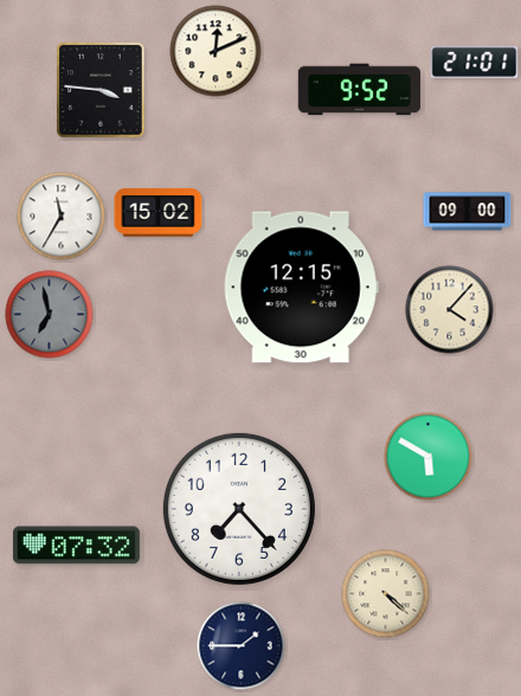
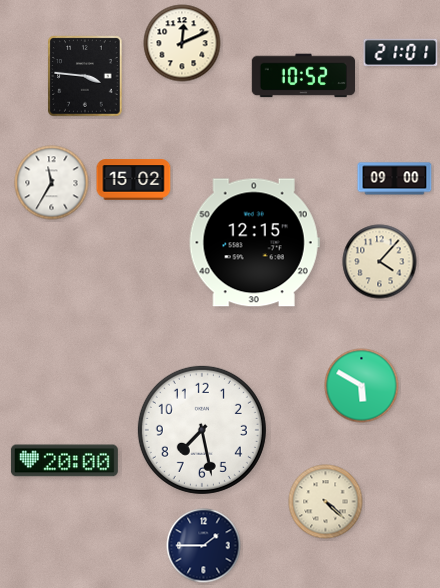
clock at (359, 90): 9:52 -> 10:52
clock at (50, 315): 6:58 -> none
clock at (239, 509): 7:23 -> 7:28
clock at (76, 546): 07:32 -> 20:00
